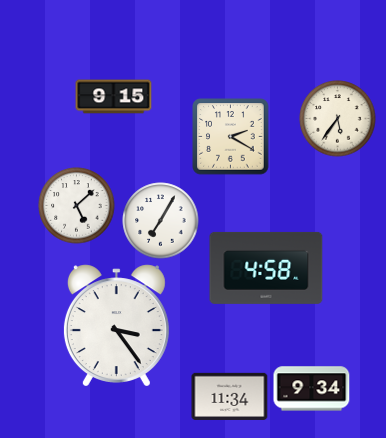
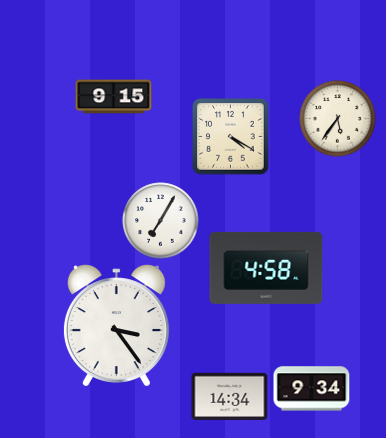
clock at (231, 137): 2:20 -> 4:20
clock at (77, 206): 5:08 -> none
clock at (230, 396): 11:34 -> 14:34
